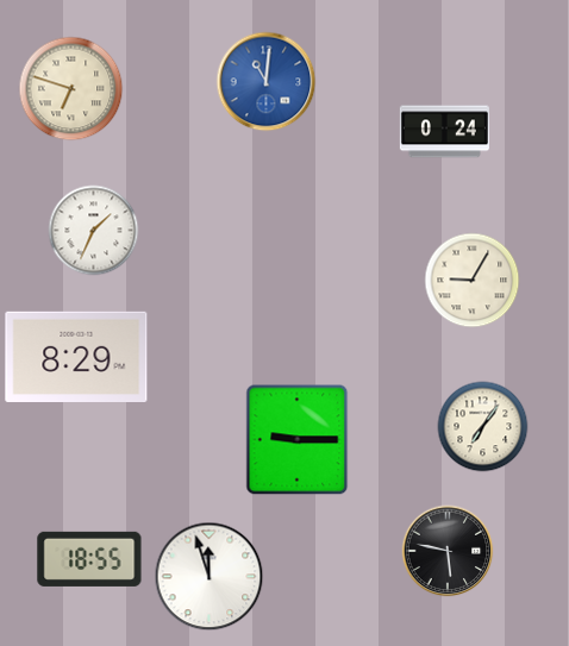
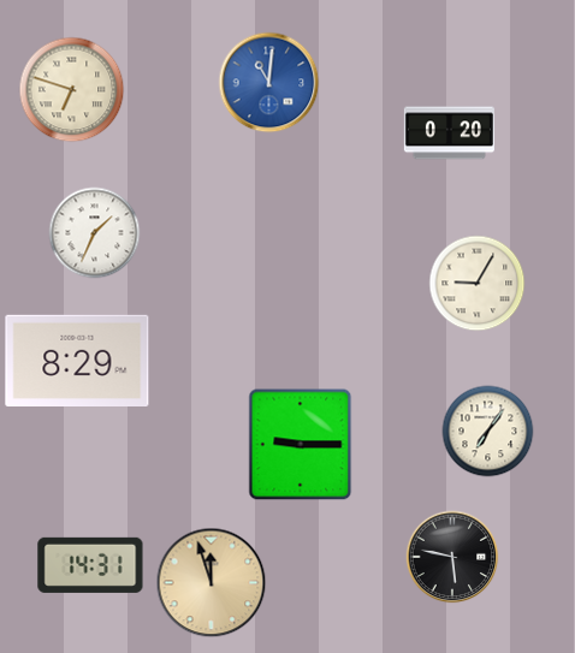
clock at (444, 132): 0:24 -> 0:20
clock at (89, 559): 18:55 -> 14:31
clock at (210, 577) dial: white -> champagne
